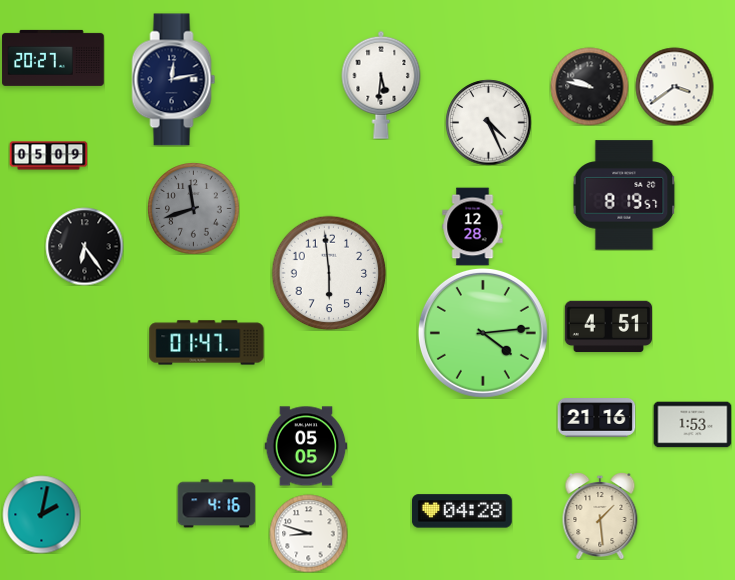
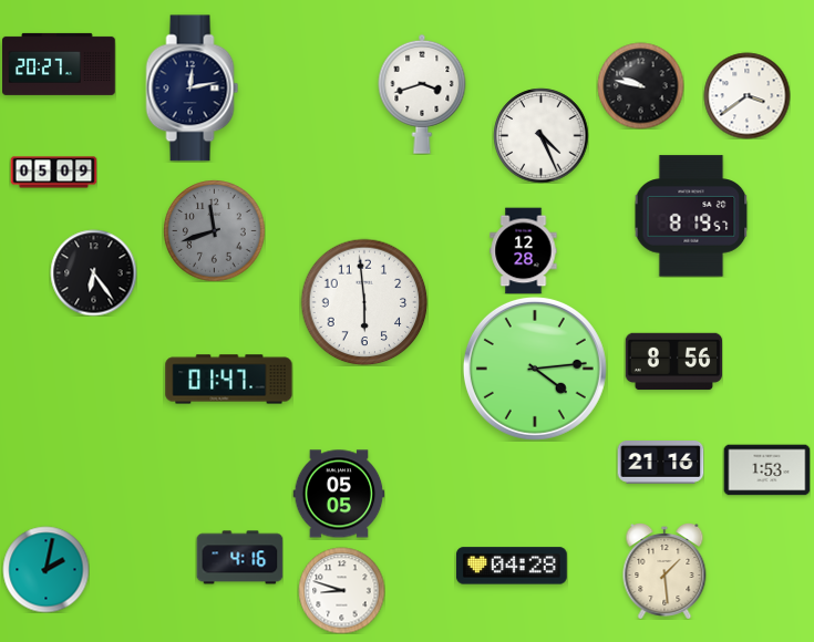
clock at (381, 85): 5:31 -> 3:42
clock at (589, 86) position: (589, 86) -> (640, 85)
clock at (608, 327): 4:51 -> 8:56
